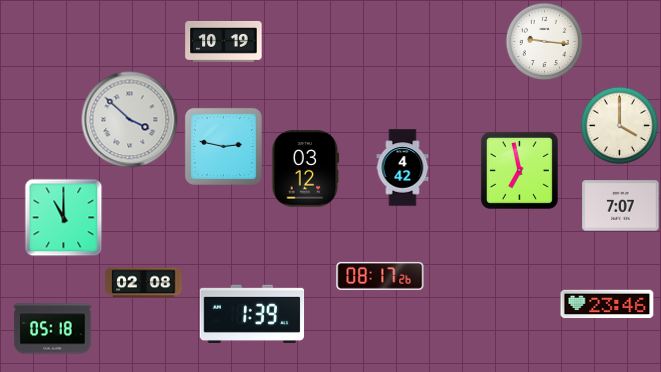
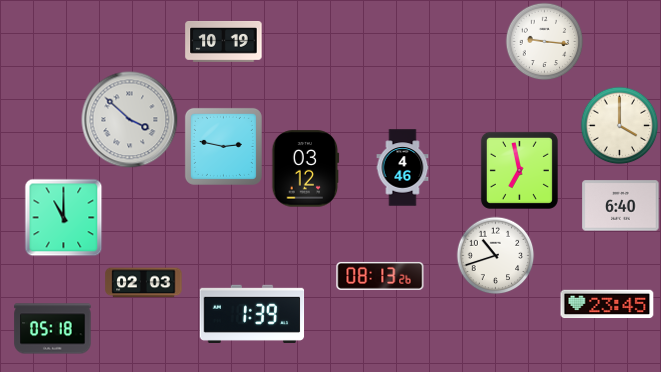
clock at (403, 168): 4:42 -> 4:46
clock at (621, 206): 7:07 -> 6:40
clock at (495, 255): none -> 10:42
clock at (380, 276): 08:17 -> 08:13
clock at (144, 283): 02:08 -> 02:03
clock at (607, 304): 23:46 -> 23:45
